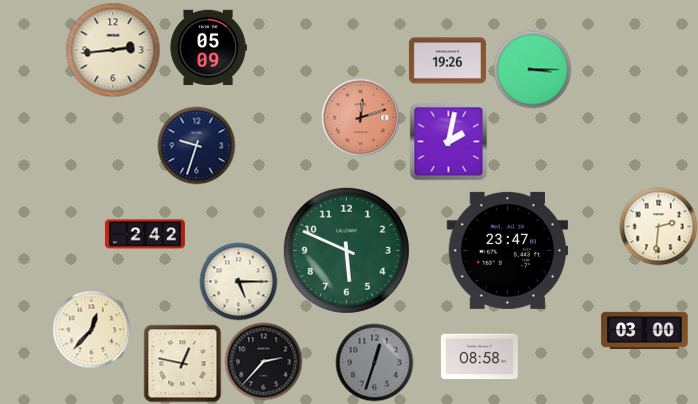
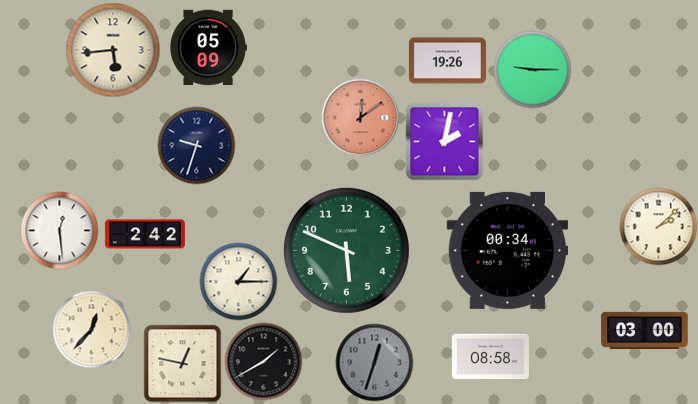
clock at (113, 50): 2:44 -> 5:44
clock at (532, 69): 3:15 -> 9:15
clock at (360, 117): 12:12 -> 12:09
clock at (448, 141) position: (448, 141) -> (444, 141)
clock at (658, 226): 2:31 -> 2:08
clock at (59, 230): none -> 12:29
clock at (508, 250): 23:47 -> 00:34
clock at (238, 281): 5:15 -> 1:15
clock at (479, 357) position: (479, 357) -> (490, 357)
clock at (263, 361): 2:37 -> 1:40
